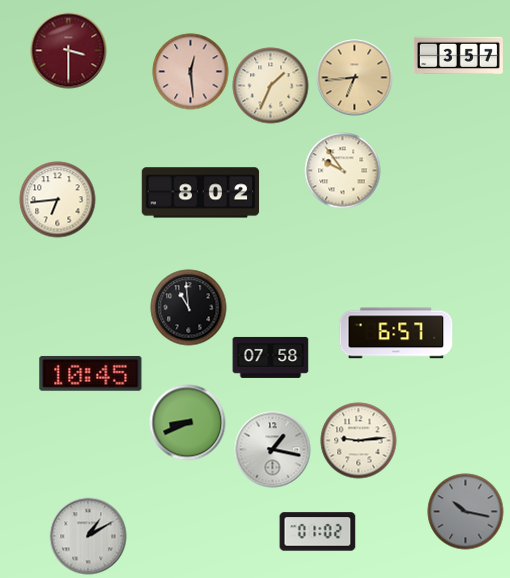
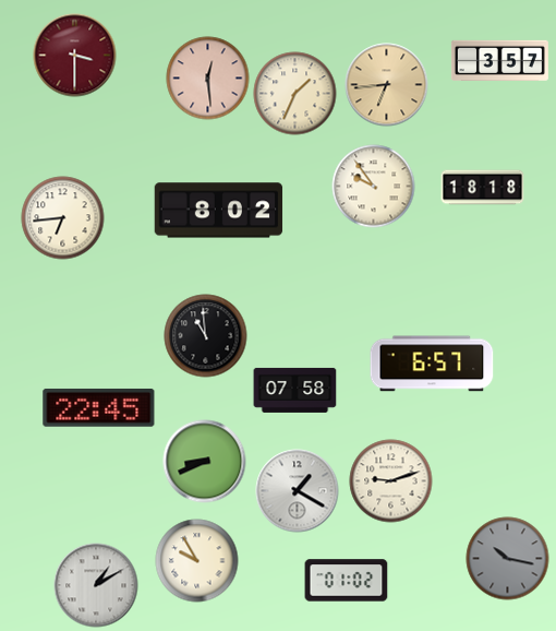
clock at (483, 188): none -> 18:18
clock at (91, 373): 10:45 -> 22:45
clock at (359, 441): 9:14 -> 9:12
clock at (273, 450): 1:17 -> 1:20
clock at (197, 561): none -> 9:55
